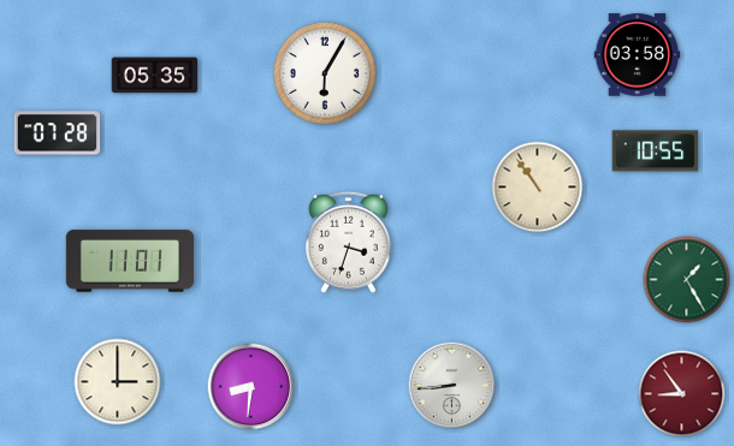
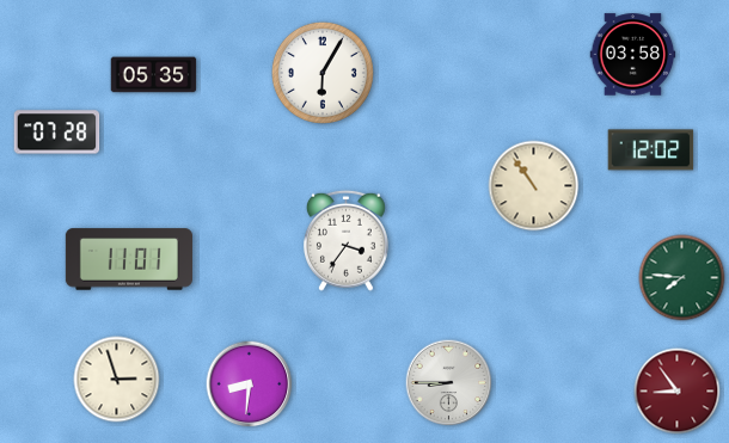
clock at (656, 151): 10:55 -> 12:02
clock at (348, 242): 3:33 -> 3:36
clock at (687, 280): 1:25 -> 7:46
clock at (118, 382): 3:00 -> 2:57
clock at (452, 386): 8:44 -> 8:45
